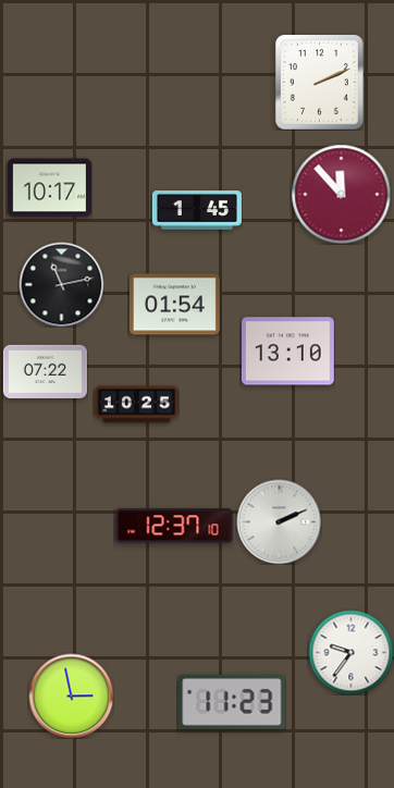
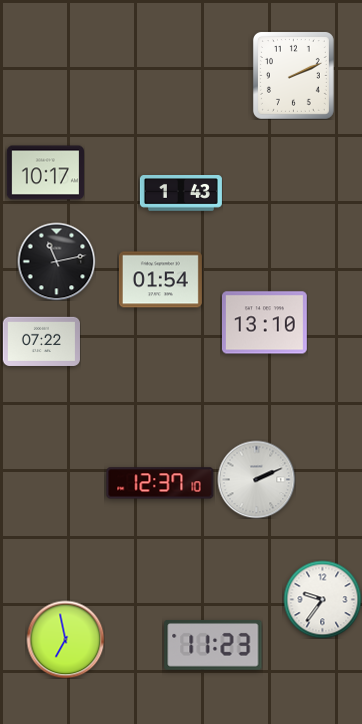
clock at (341, 194): 11:53 -> none
clock at (197, 211): 1:45 -> 1:43
clock at (136, 405): 10:25 -> none
clock at (71, 695): 2:58 -> 6:58
